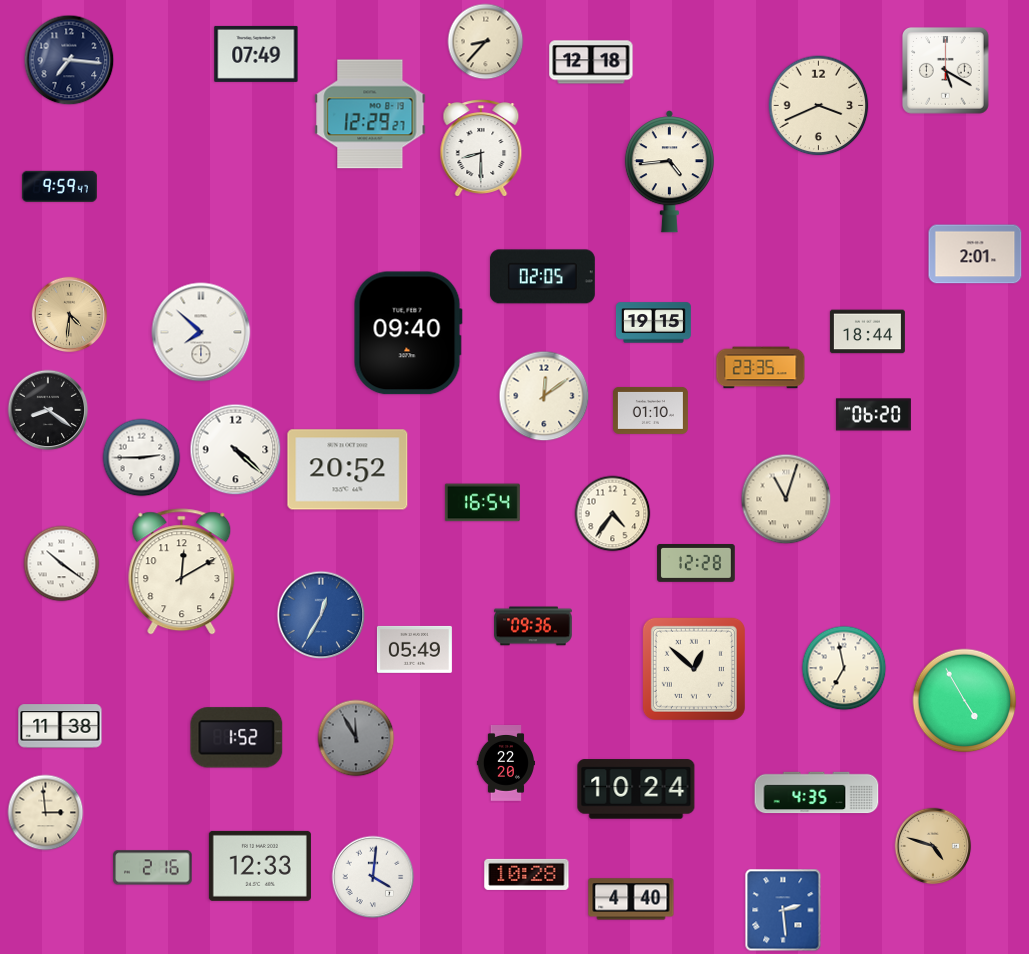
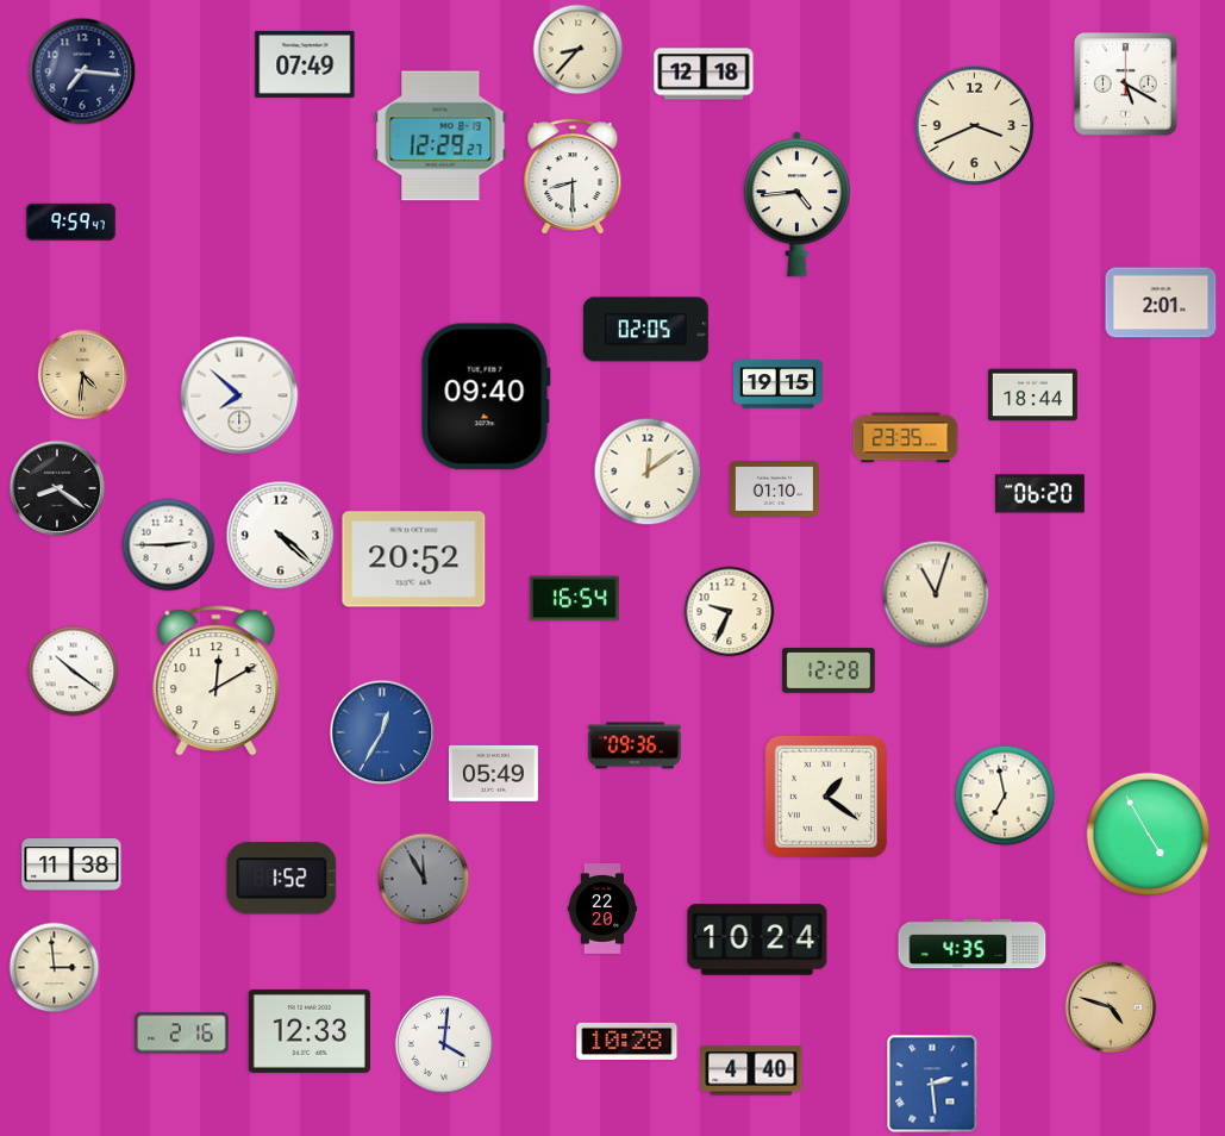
clock at (613, 514): 4:36 -> 9:34
clock at (694, 669): 12:52 -> 1:21
